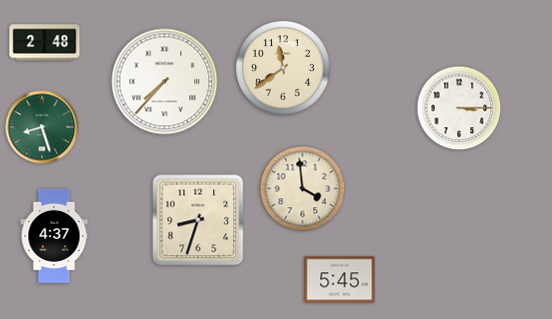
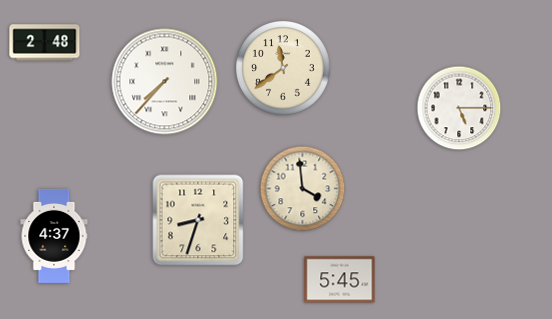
clock at (459, 108): 3:15 -> 5:15
clock at (42, 127): 8:27 -> none
